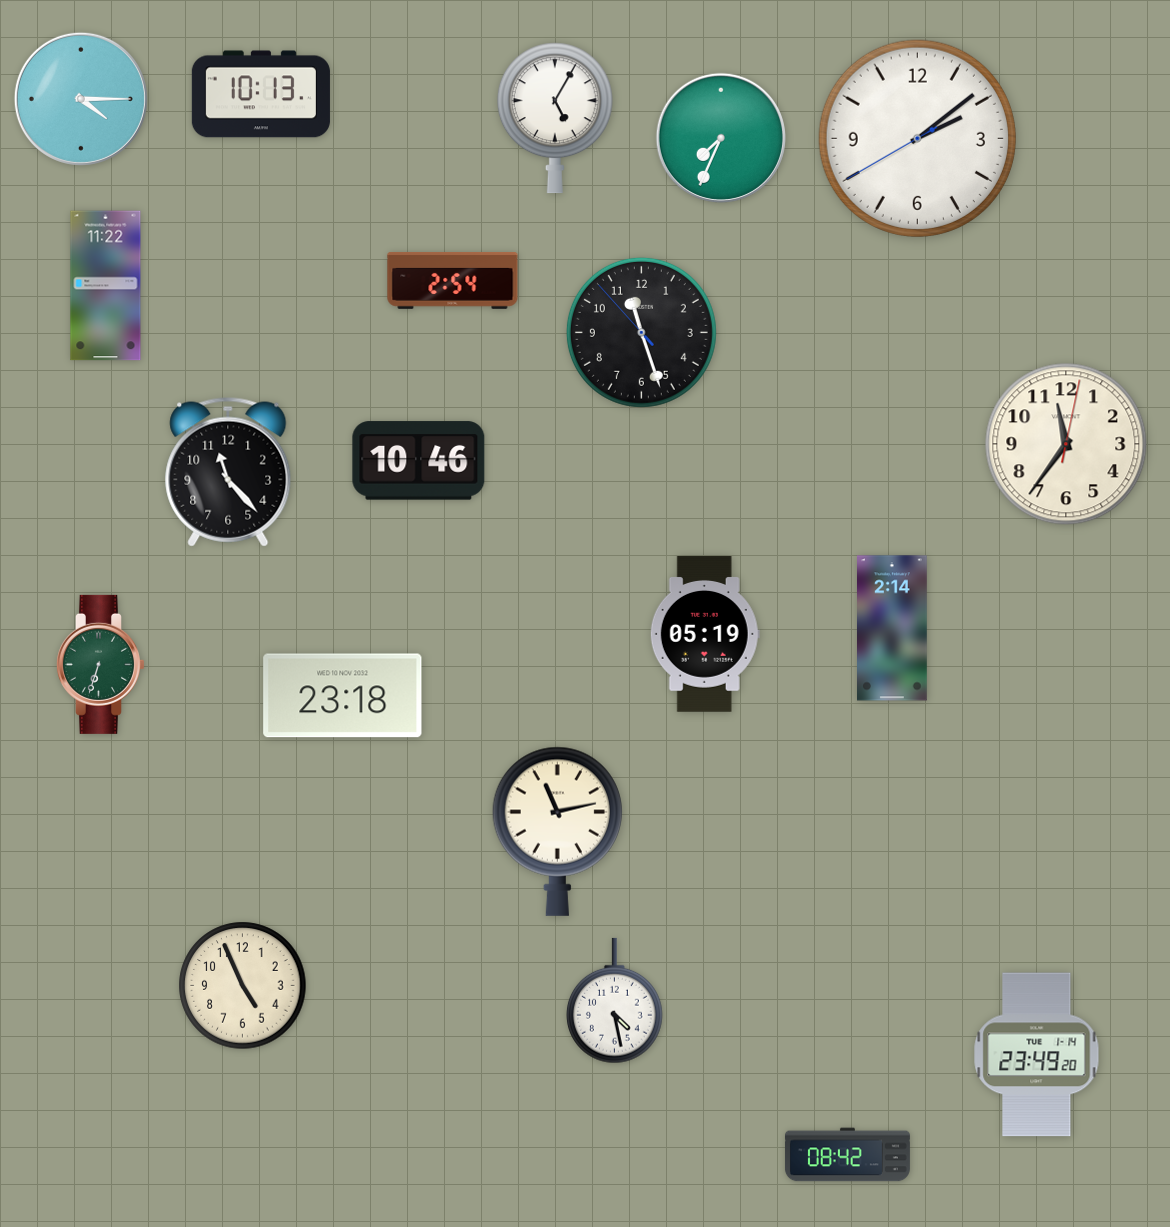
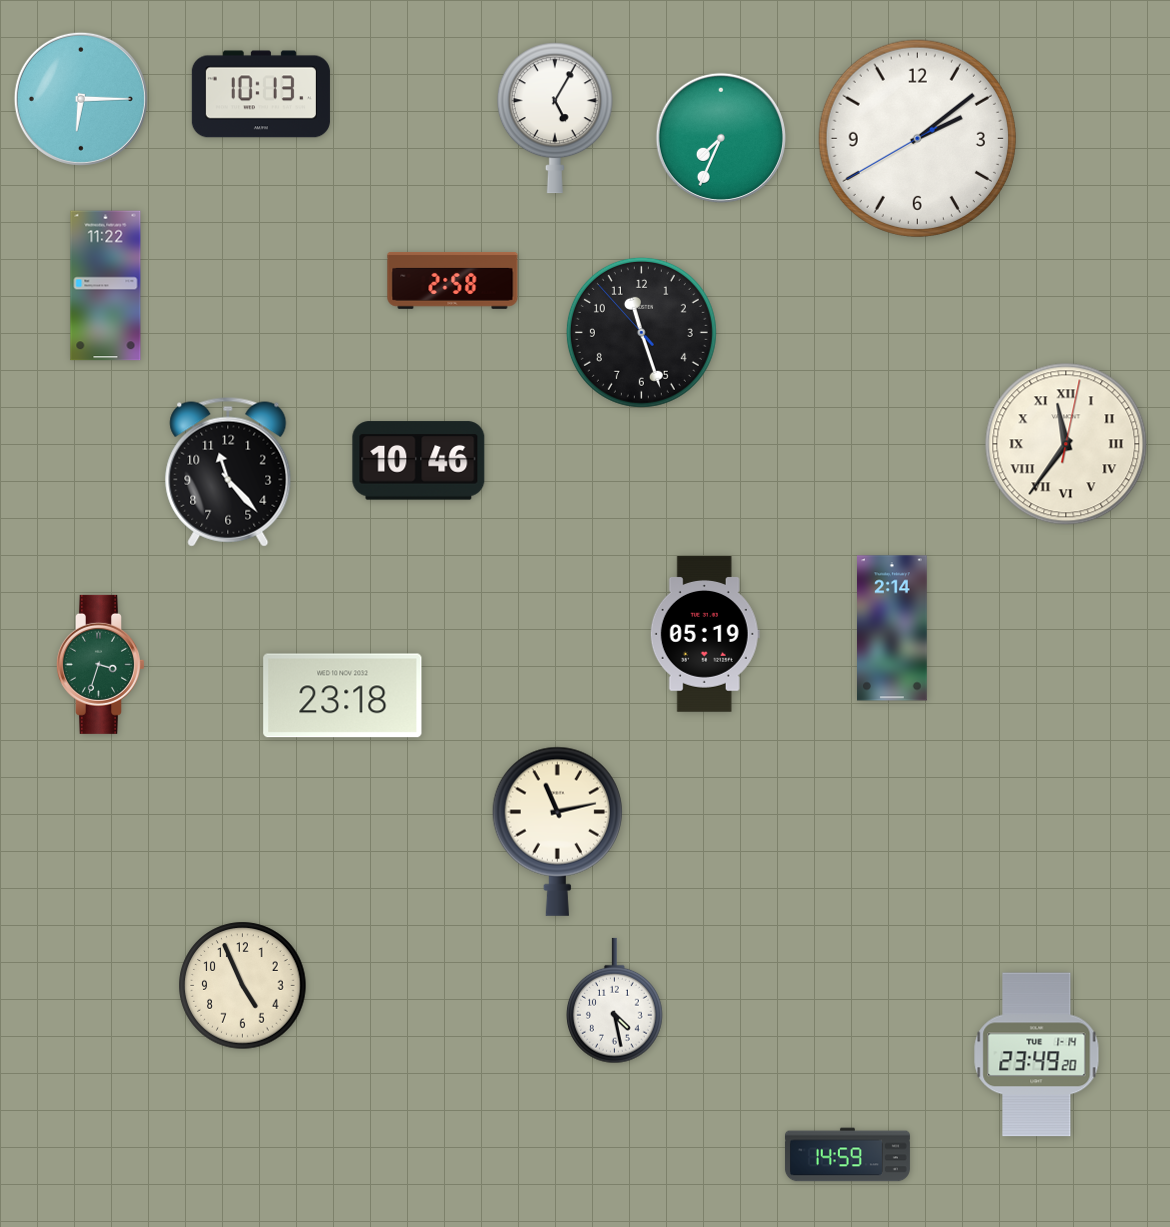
clock at (81, 99): 4:15 -> 6:15
clock at (453, 281): 2:54 -> 2:58
clock at (1066, 444) numerals: Arabic -> Roman
clock at (100, 664): 6:33 -> 3:33
clock at (847, 1155): 08:42 -> 14:59
